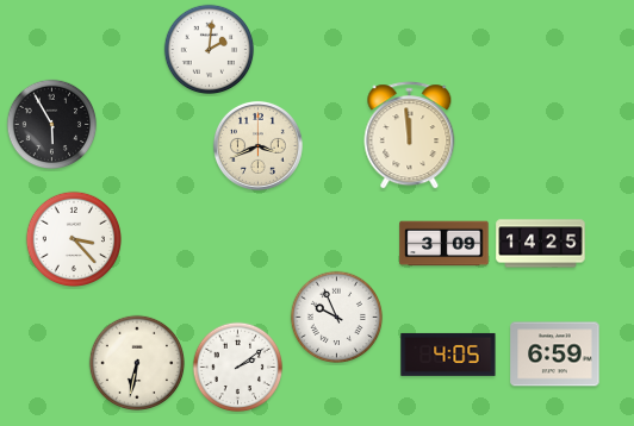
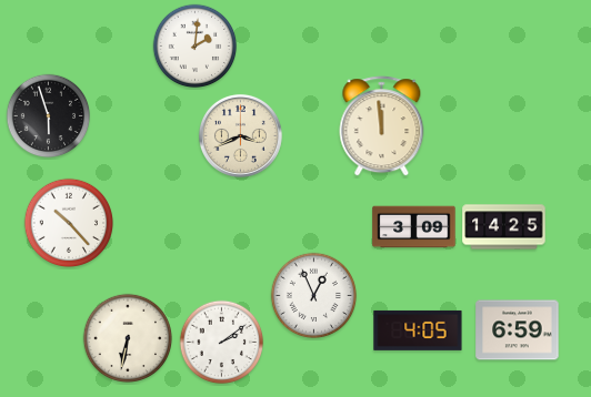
clock at (52, 125): 5:55 -> 5:57
clock at (73, 238): 3:23 -> 10:23
clock at (337, 318): 9:56 -> 12:56
